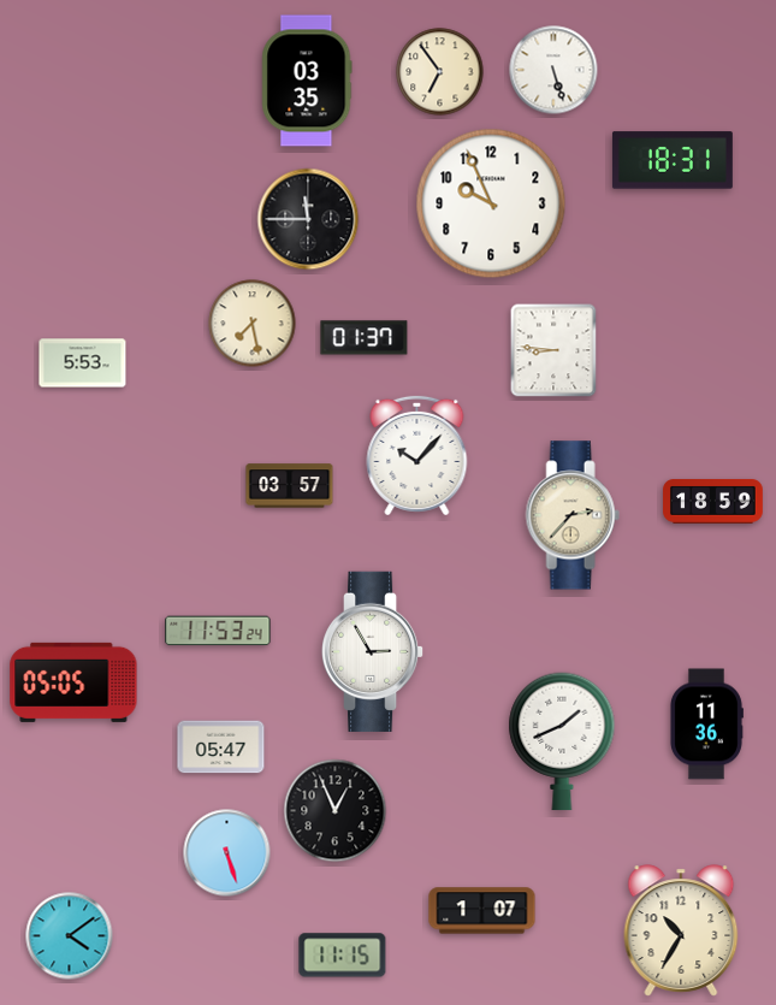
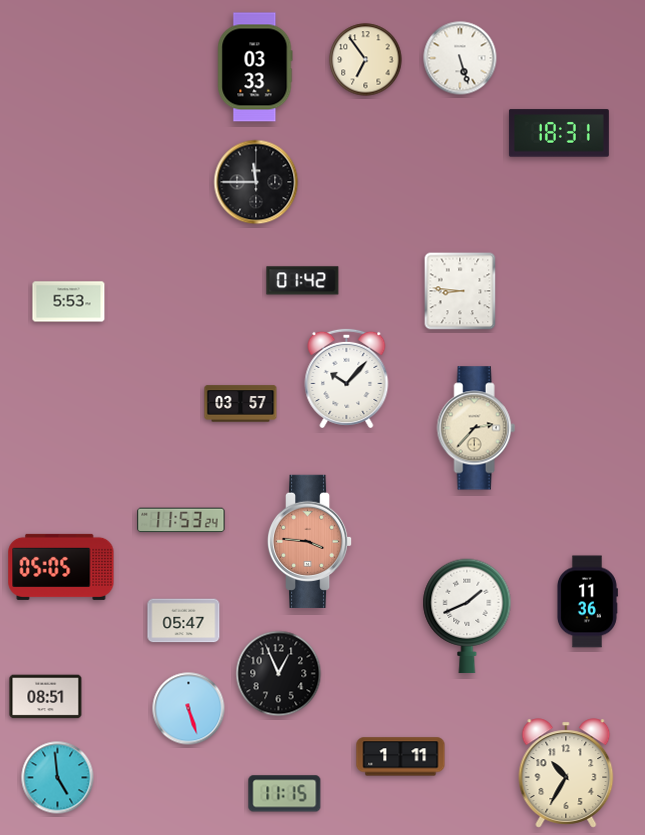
clock at (307, 81): 03:35 -> 03:33
clock at (491, 203): 9:56 -> none
clock at (253, 324): 7:28 -> none
clock at (365, 338): 01:37 -> 01:42
clock at (713, 502): 18:59 -> none
clock at (218, 631) position: (218, 631) -> (181, 520)
clock at (373, 651): 2:55 -> 3:46
clock at (373, 651) dial: white -> salmon
clock at (46, 697): none -> 08:51
clock at (482, 911): 1:07 -> 1:11
clock at (70, 936): 4:09 -> 4:59
